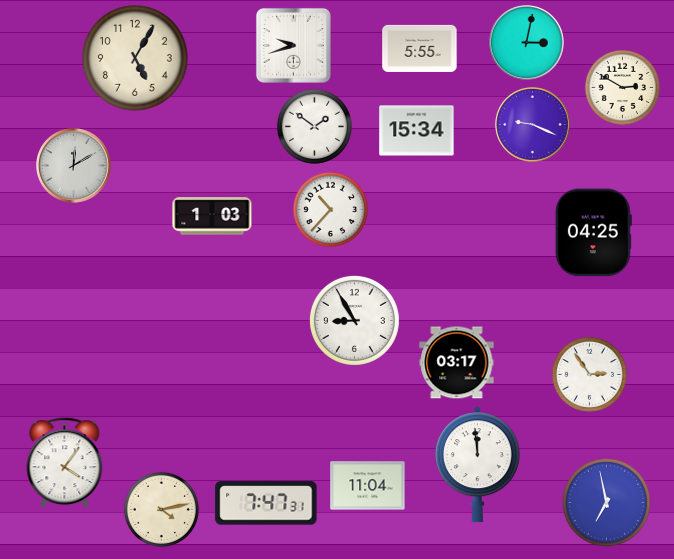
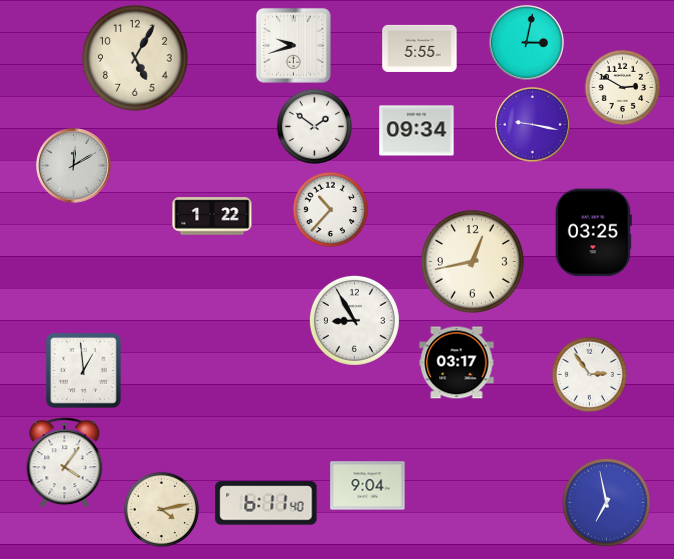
clock at (533, 125): 9:19 -> 9:17
clock at (417, 131): 15:34 -> 09:34
clock at (212, 216): 1:03 -> 1:22
clock at (593, 233): 04:25 -> 03:25
clock at (473, 262): none -> 12:43
clock at (84, 371): none -> 12:59
clock at (477, 465): 11:59 -> none
clock at (368, 486): 11:04 -> 9:04
clock at (266, 503): 7:47 -> 6:11
